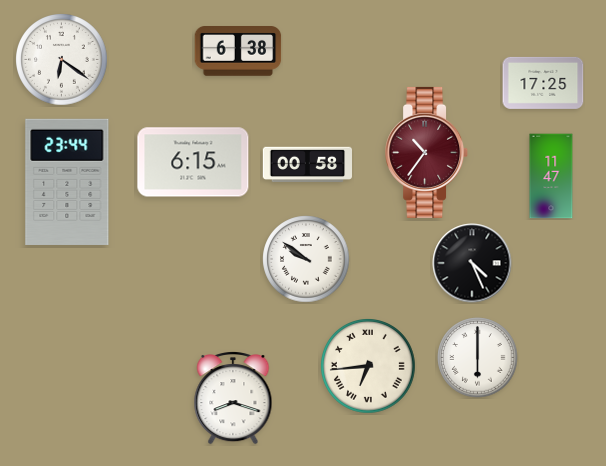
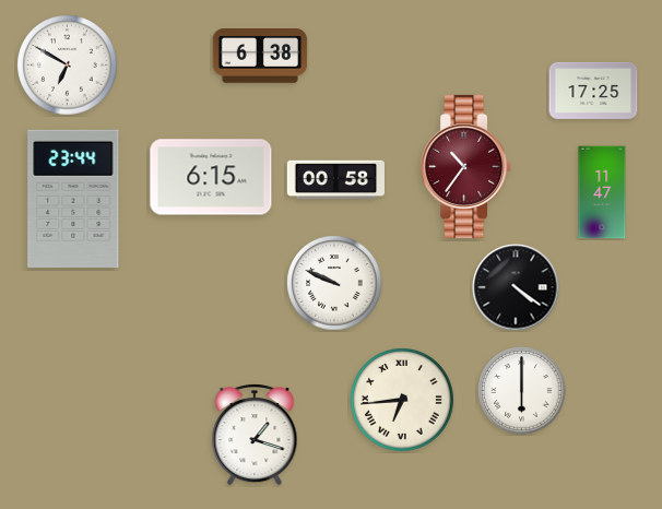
clock at (62, 60): 6:21 -> 6:50
clock at (306, 259): 9:51 -> 9:49
clock at (472, 263): 4:26 -> 4:21
clock at (233, 399): 8:18 -> 1:18
